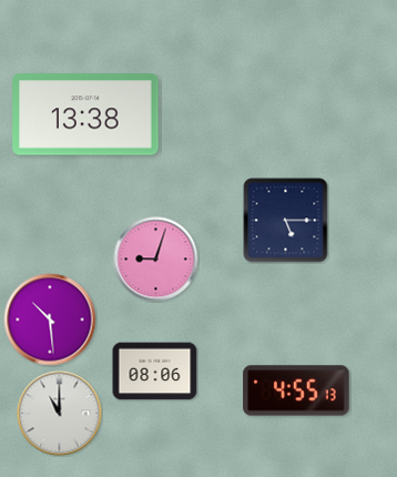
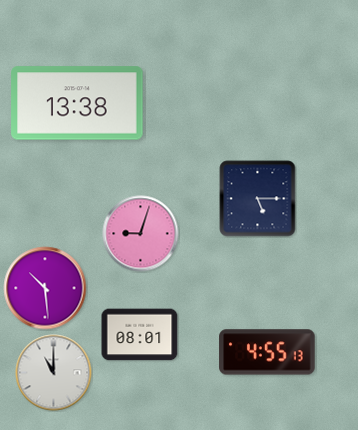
clock at (155, 372): 08:06 -> 08:01
